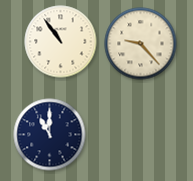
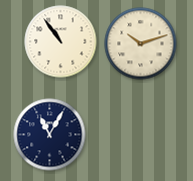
clock at (141, 44): 9:23 -> 10:12
clock at (50, 135): 11:00 -> 11:05
